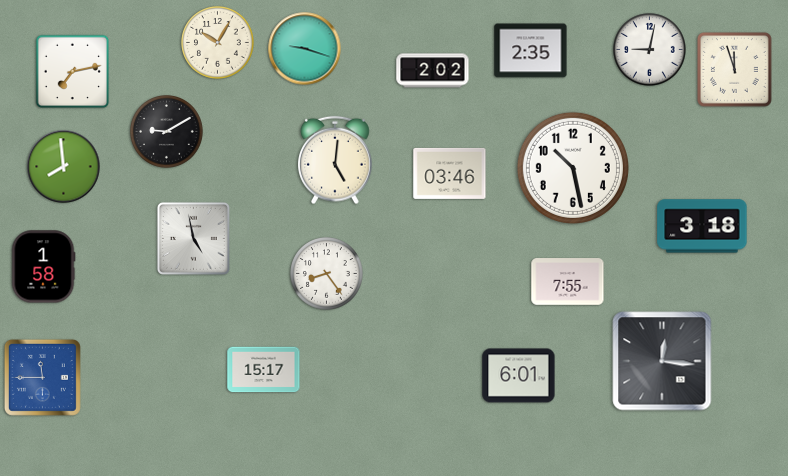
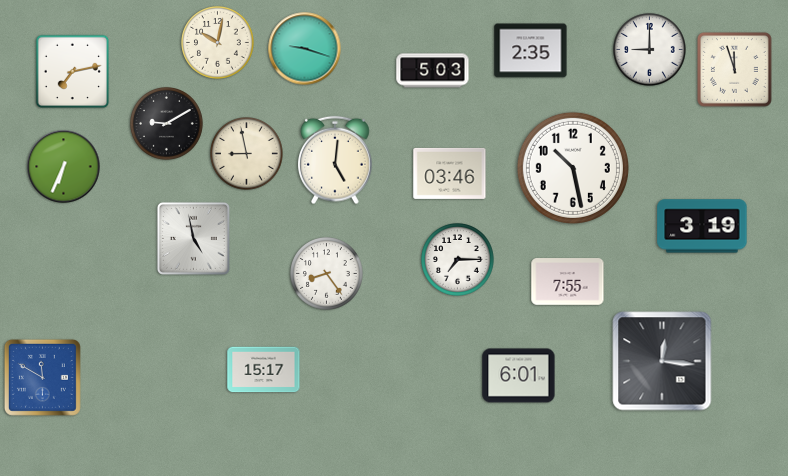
clock at (218, 43): 10:05 -> 10:02
clock at (650, 50): 9:02 -> 9:00
clock at (433, 71): 2:02 -> 5:03
clock at (167, 132) position: (167, 132) -> (167, 124)
clock at (247, 154): none -> 8:58
clock at (64, 167): 7:59 -> 6:34
clock at (702, 226): 3:18 -> 3:19
clock at (458, 260): none -> 7:15
clock at (43, 267): 1:58 -> none
clock at (42, 377): 11:45 -> 11:50
